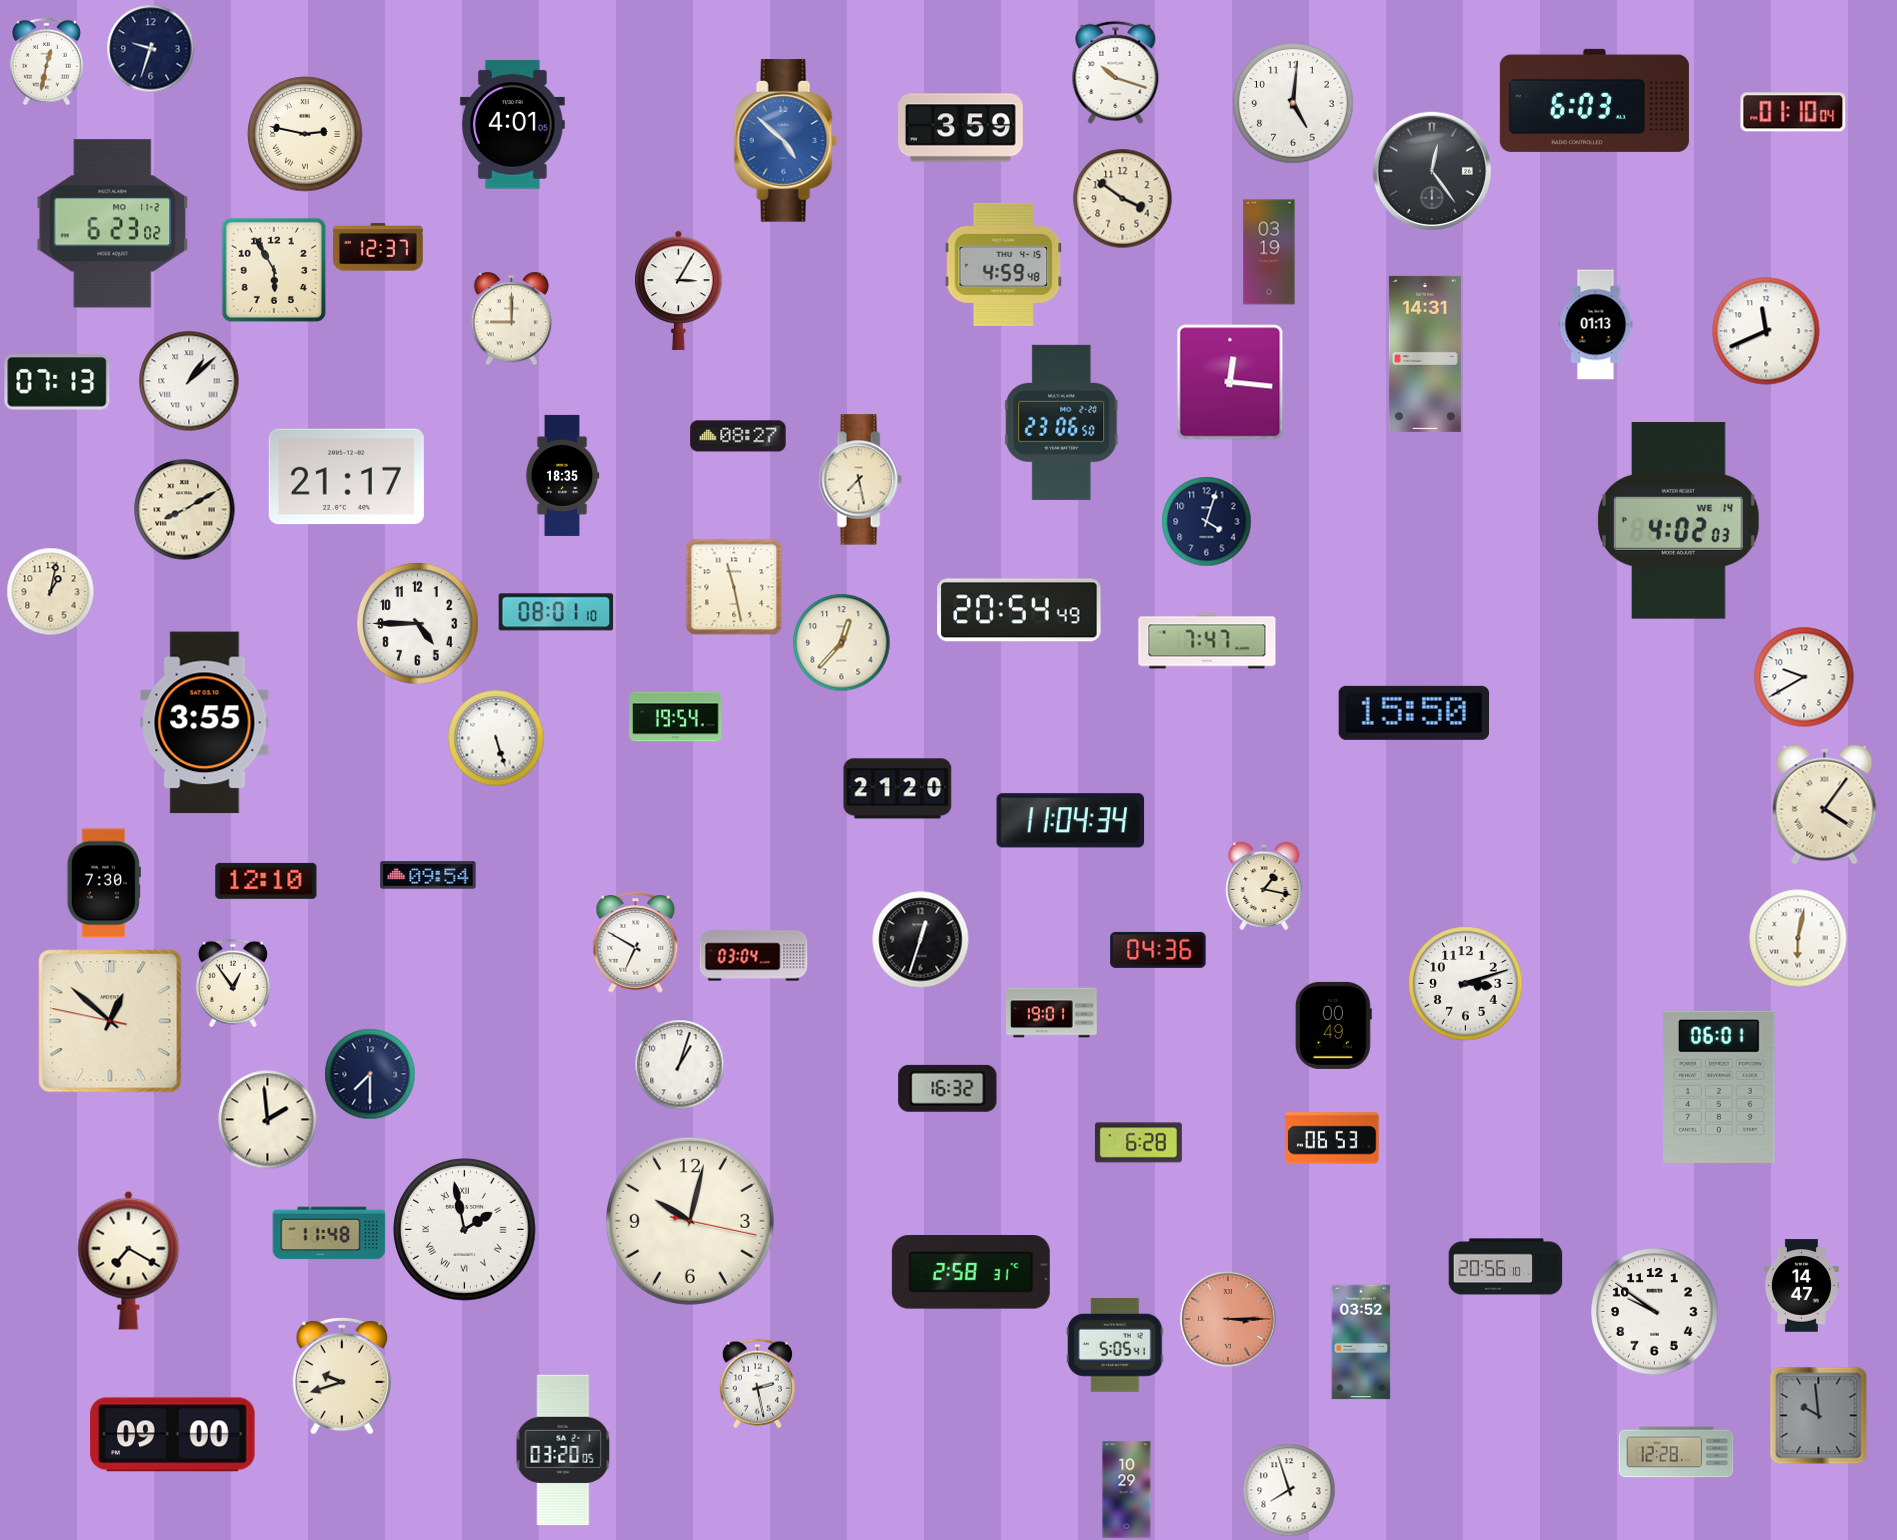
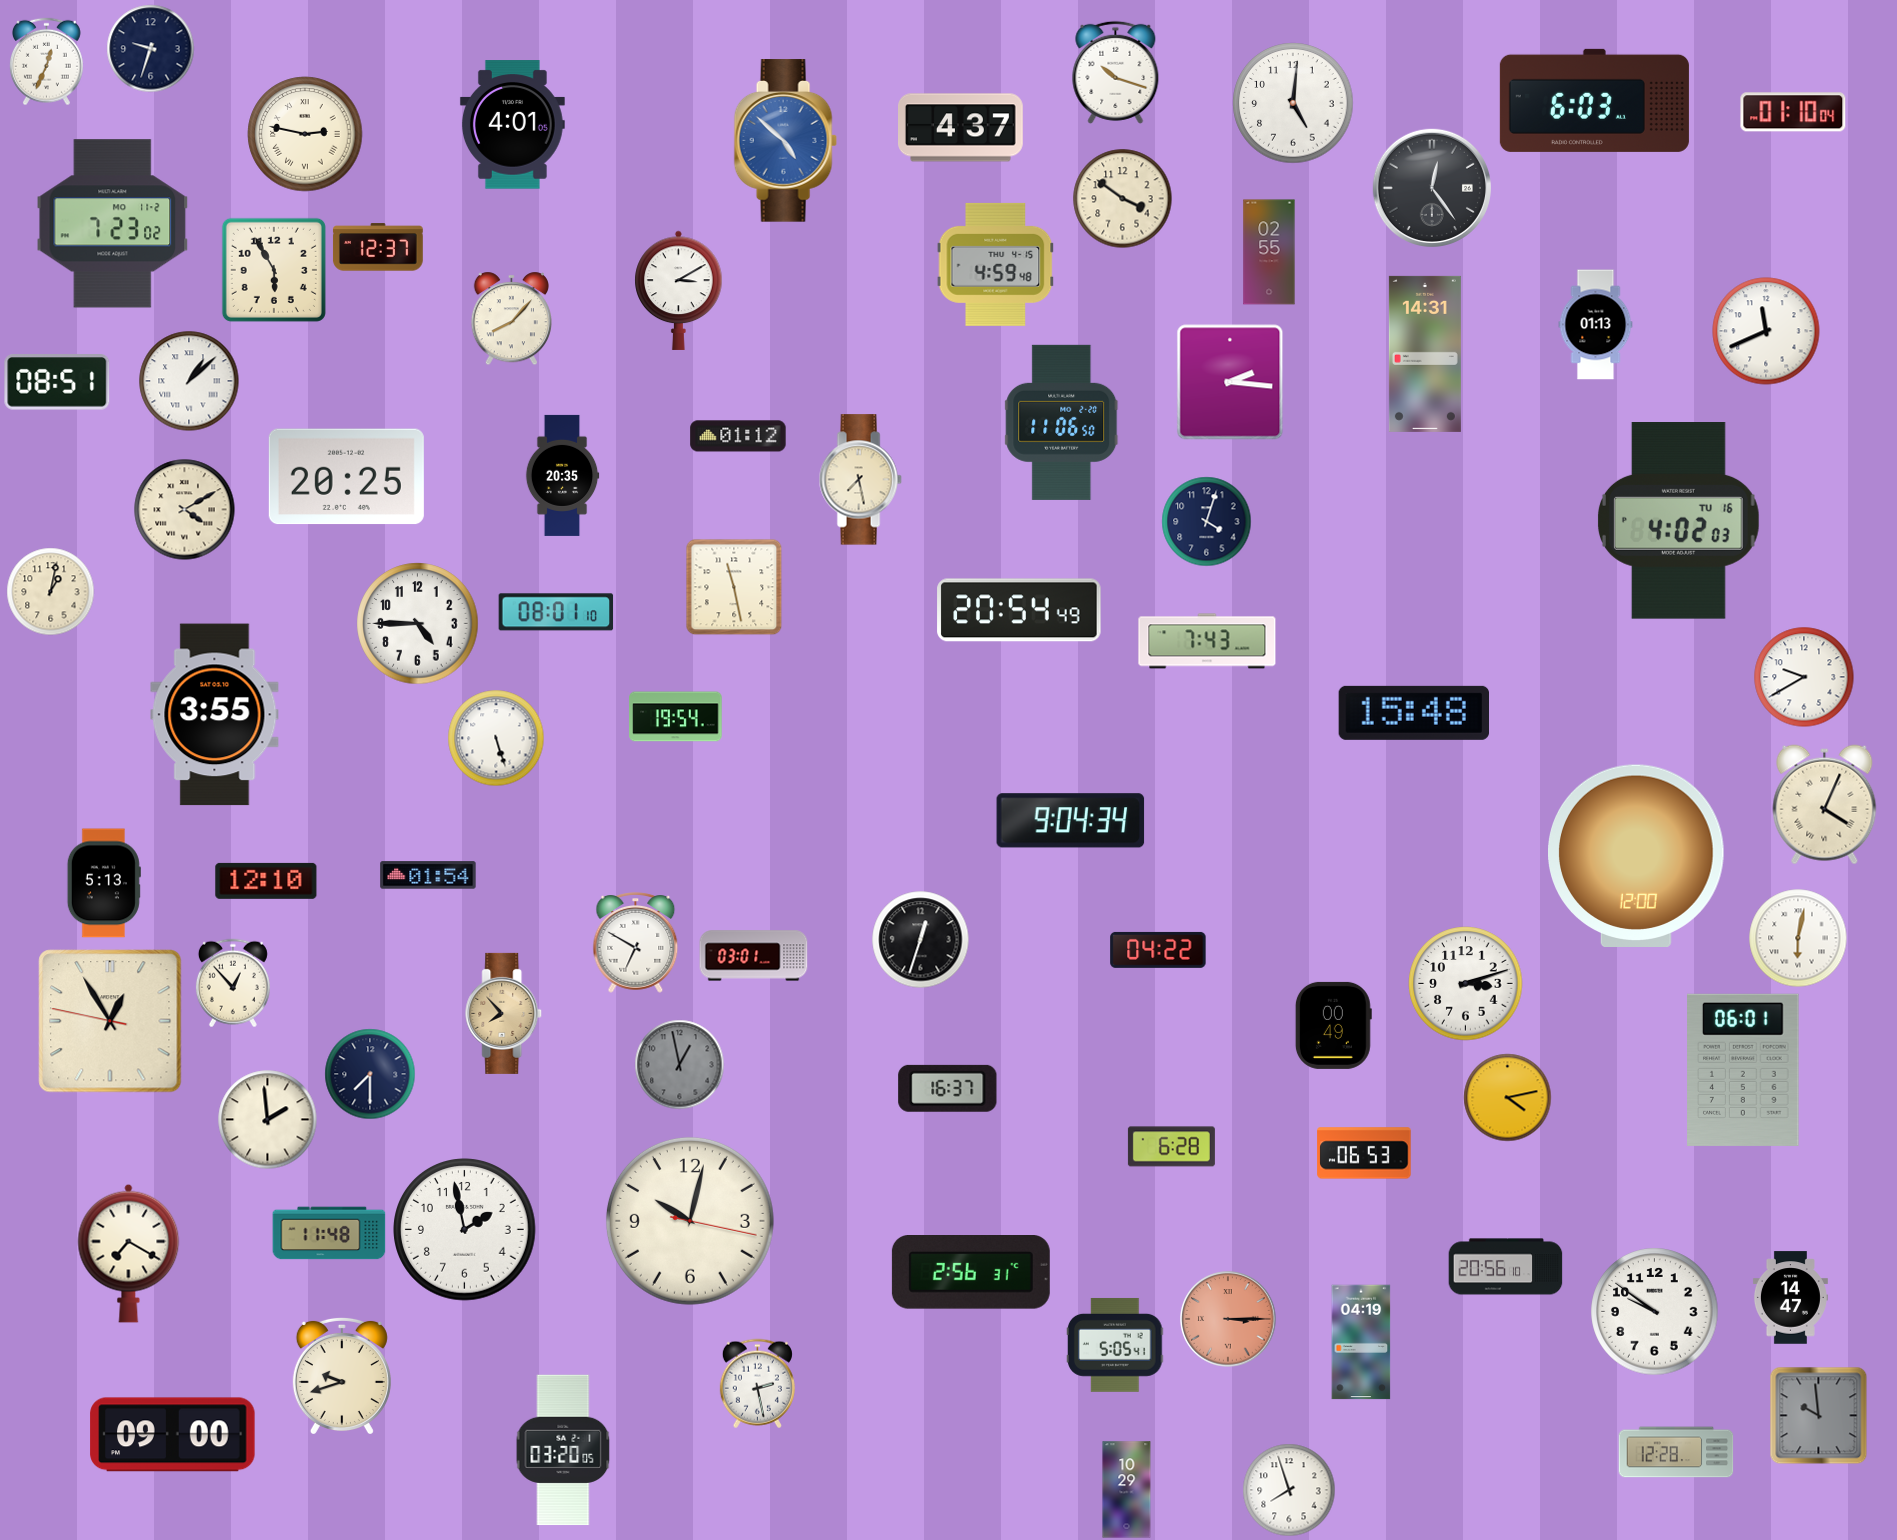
clock at (46, 62): 12:32 -> 12:34
clock at (961, 128): 3:59 -> 4:37
clock at (1432, 171) position: (1432, 171) -> (1432, 188)
clock at (113, 224): 6:23 -> 7:23
clock at (1269, 252): 03:19 -> 02:55
clock at (1004, 264) position: (1004, 264) -> (996, 264)
clock at (679, 290): 3:05 -> 3:10
clock at (511, 319): 9:00 -> 8:07
clock at (57, 382): 07:13 -> 08:51
clock at (1230, 382): 12:16 -> 2:16
clock at (1062, 422): 23:06 -> 11:06
clock at (738, 436): 08:27 -> 01:12
clock at (562, 475): 18:35 -> 20:35
clock at (346, 477): 21:17 -> 20:25
clock at (185, 510): 8:10 -> 4:10
clock at (1678, 521) date: WE 14 -> TU 16
clock at (1207, 641): 7:47 -> 7:43
clock at (842, 643): 12:37 -> none
clock at (1413, 713): 15:50 -> 15:48
clock at (205, 723) position: (205, 723) -> (215, 715)
clock at (898, 789): 21:20 -> none
clock at (1825, 805): 4:06 -> 4:04
clock at (1071, 821): 11:04 -> 9:04
clock at (1637, 856): none -> 12:00
clock at (428, 875): 09:54 -> 01:54
clock at (104, 883): 7:30 -> 5:13
clock at (1264, 886): 1:17 -> none
clock at (1158, 950): 04:36 -> 04:22
clock at (754, 956): 03:04 -> 03:01
clock at (233, 983): 12:54 -> 12:53
clock at (504, 1013): none -> 7:53
clock at (1052, 1013): 19:01 -> none
clock at (110, 1021): 12:51 -> 12:54
clock at (680, 1065): 1:03 -> 12:58
clock at (680, 1065) dial: white -> grey
clock at (1719, 1087) position: (1719, 1087) -> (1743, 1070)
clock at (948, 1088): 16:32 -> 16:37
clock at (1508, 1098): none -> 4:13
clock at (1332, 1138) position: (1332, 1138) -> (1364, 1153)
clock at (1138, 1143) position: (1138, 1143) -> (1171, 1147)
clock at (465, 1230) numerals: Roman -> Arabic
clock at (129, 1260) position: (129, 1260) -> (129, 1253)
clock at (971, 1273): 2:58 -> 2:56
clock at (1801, 1286) position: (1801, 1286) -> (1790, 1298)
clock at (1361, 1342): 03:52 -> 04:19
